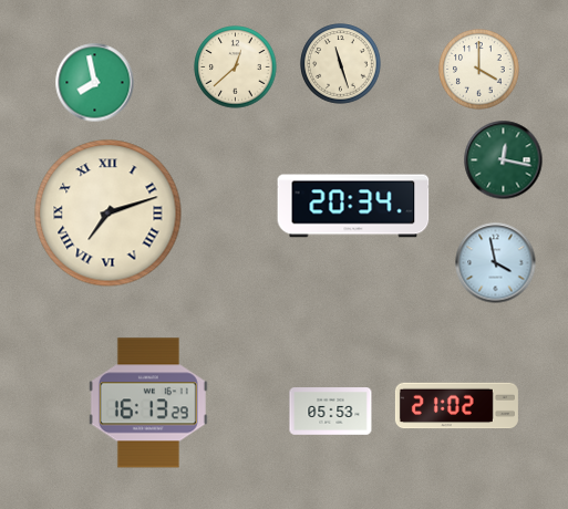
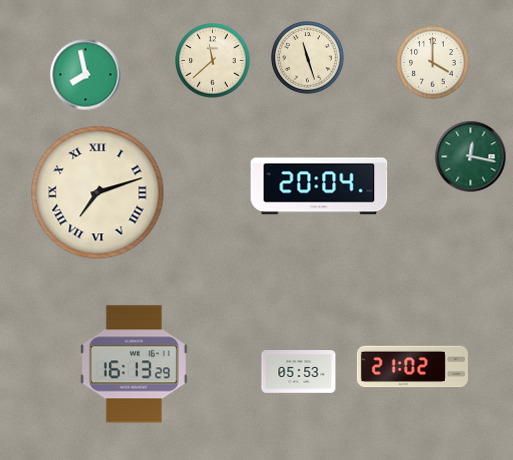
clock at (236, 67): 12:38 -> 11:38
clock at (504, 160) position: (504, 160) -> (471, 157)
clock at (353, 206): 20:34 -> 20:04
clock at (496, 263): 3:58 -> none
